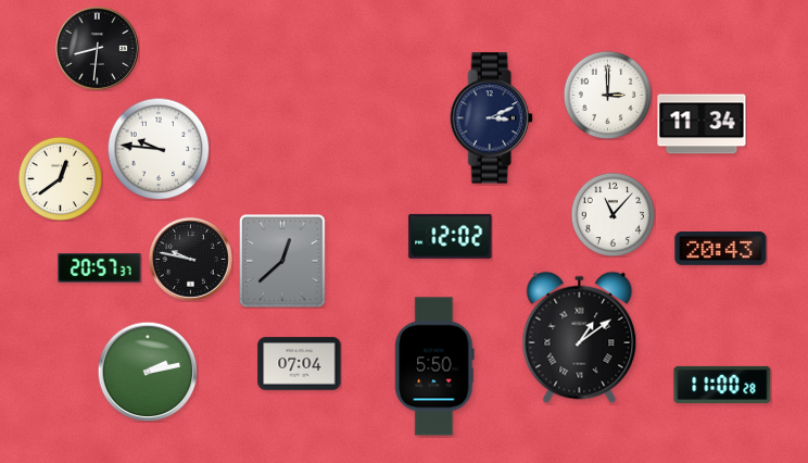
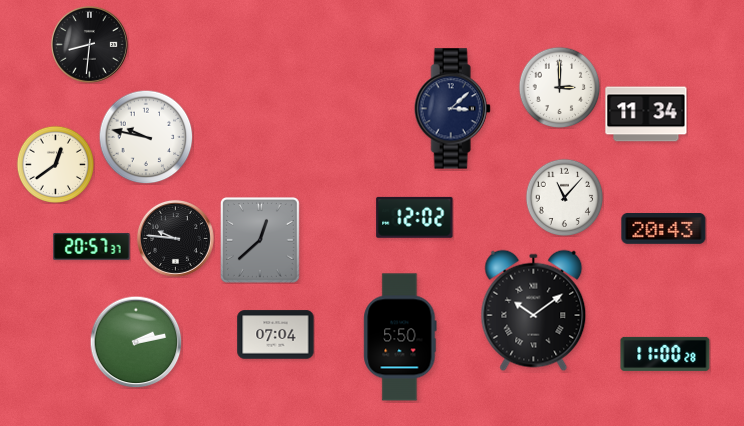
clock at (491, 118): 3:11 -> 3:08
clock at (159, 149): 9:46 -> 9:47
clock at (190, 259): 9:47 -> 9:46
clock at (580, 338): 1:09 -> 10:09
